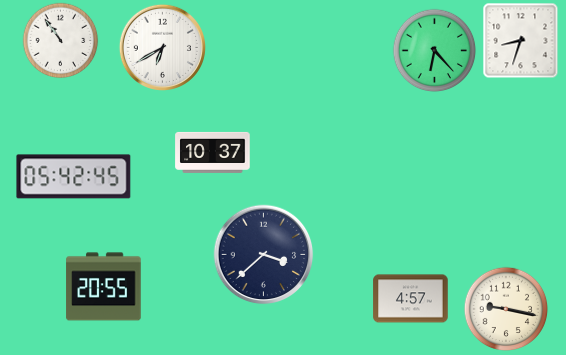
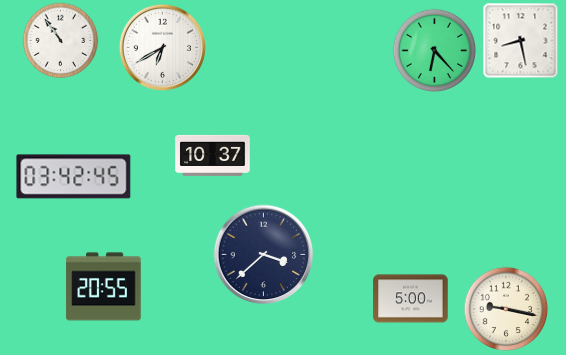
clock at (521, 41): 8:33 -> 8:28
clock at (213, 152) position: (213, 152) -> (213, 155)
clock at (74, 177): 05:42 -> 03:42
clock at (411, 299): 4:57 -> 5:00
